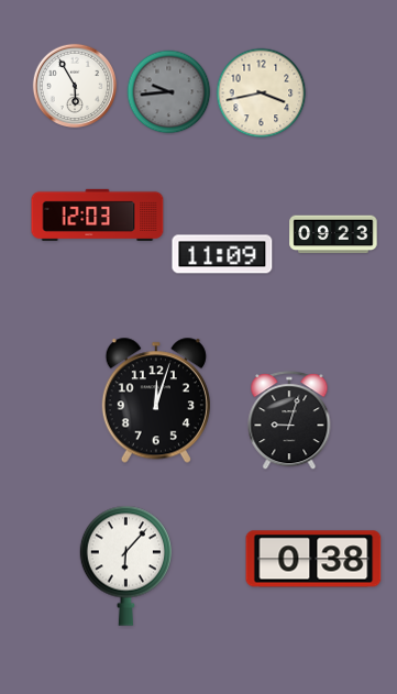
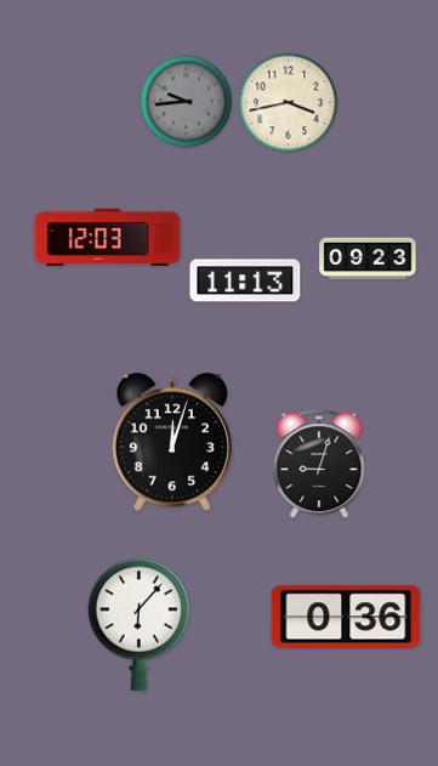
clock at (75, 86): 5:55 -> none
clock at (222, 254): 11:09 -> 11:13
clock at (313, 559): 0:38 -> 0:36
